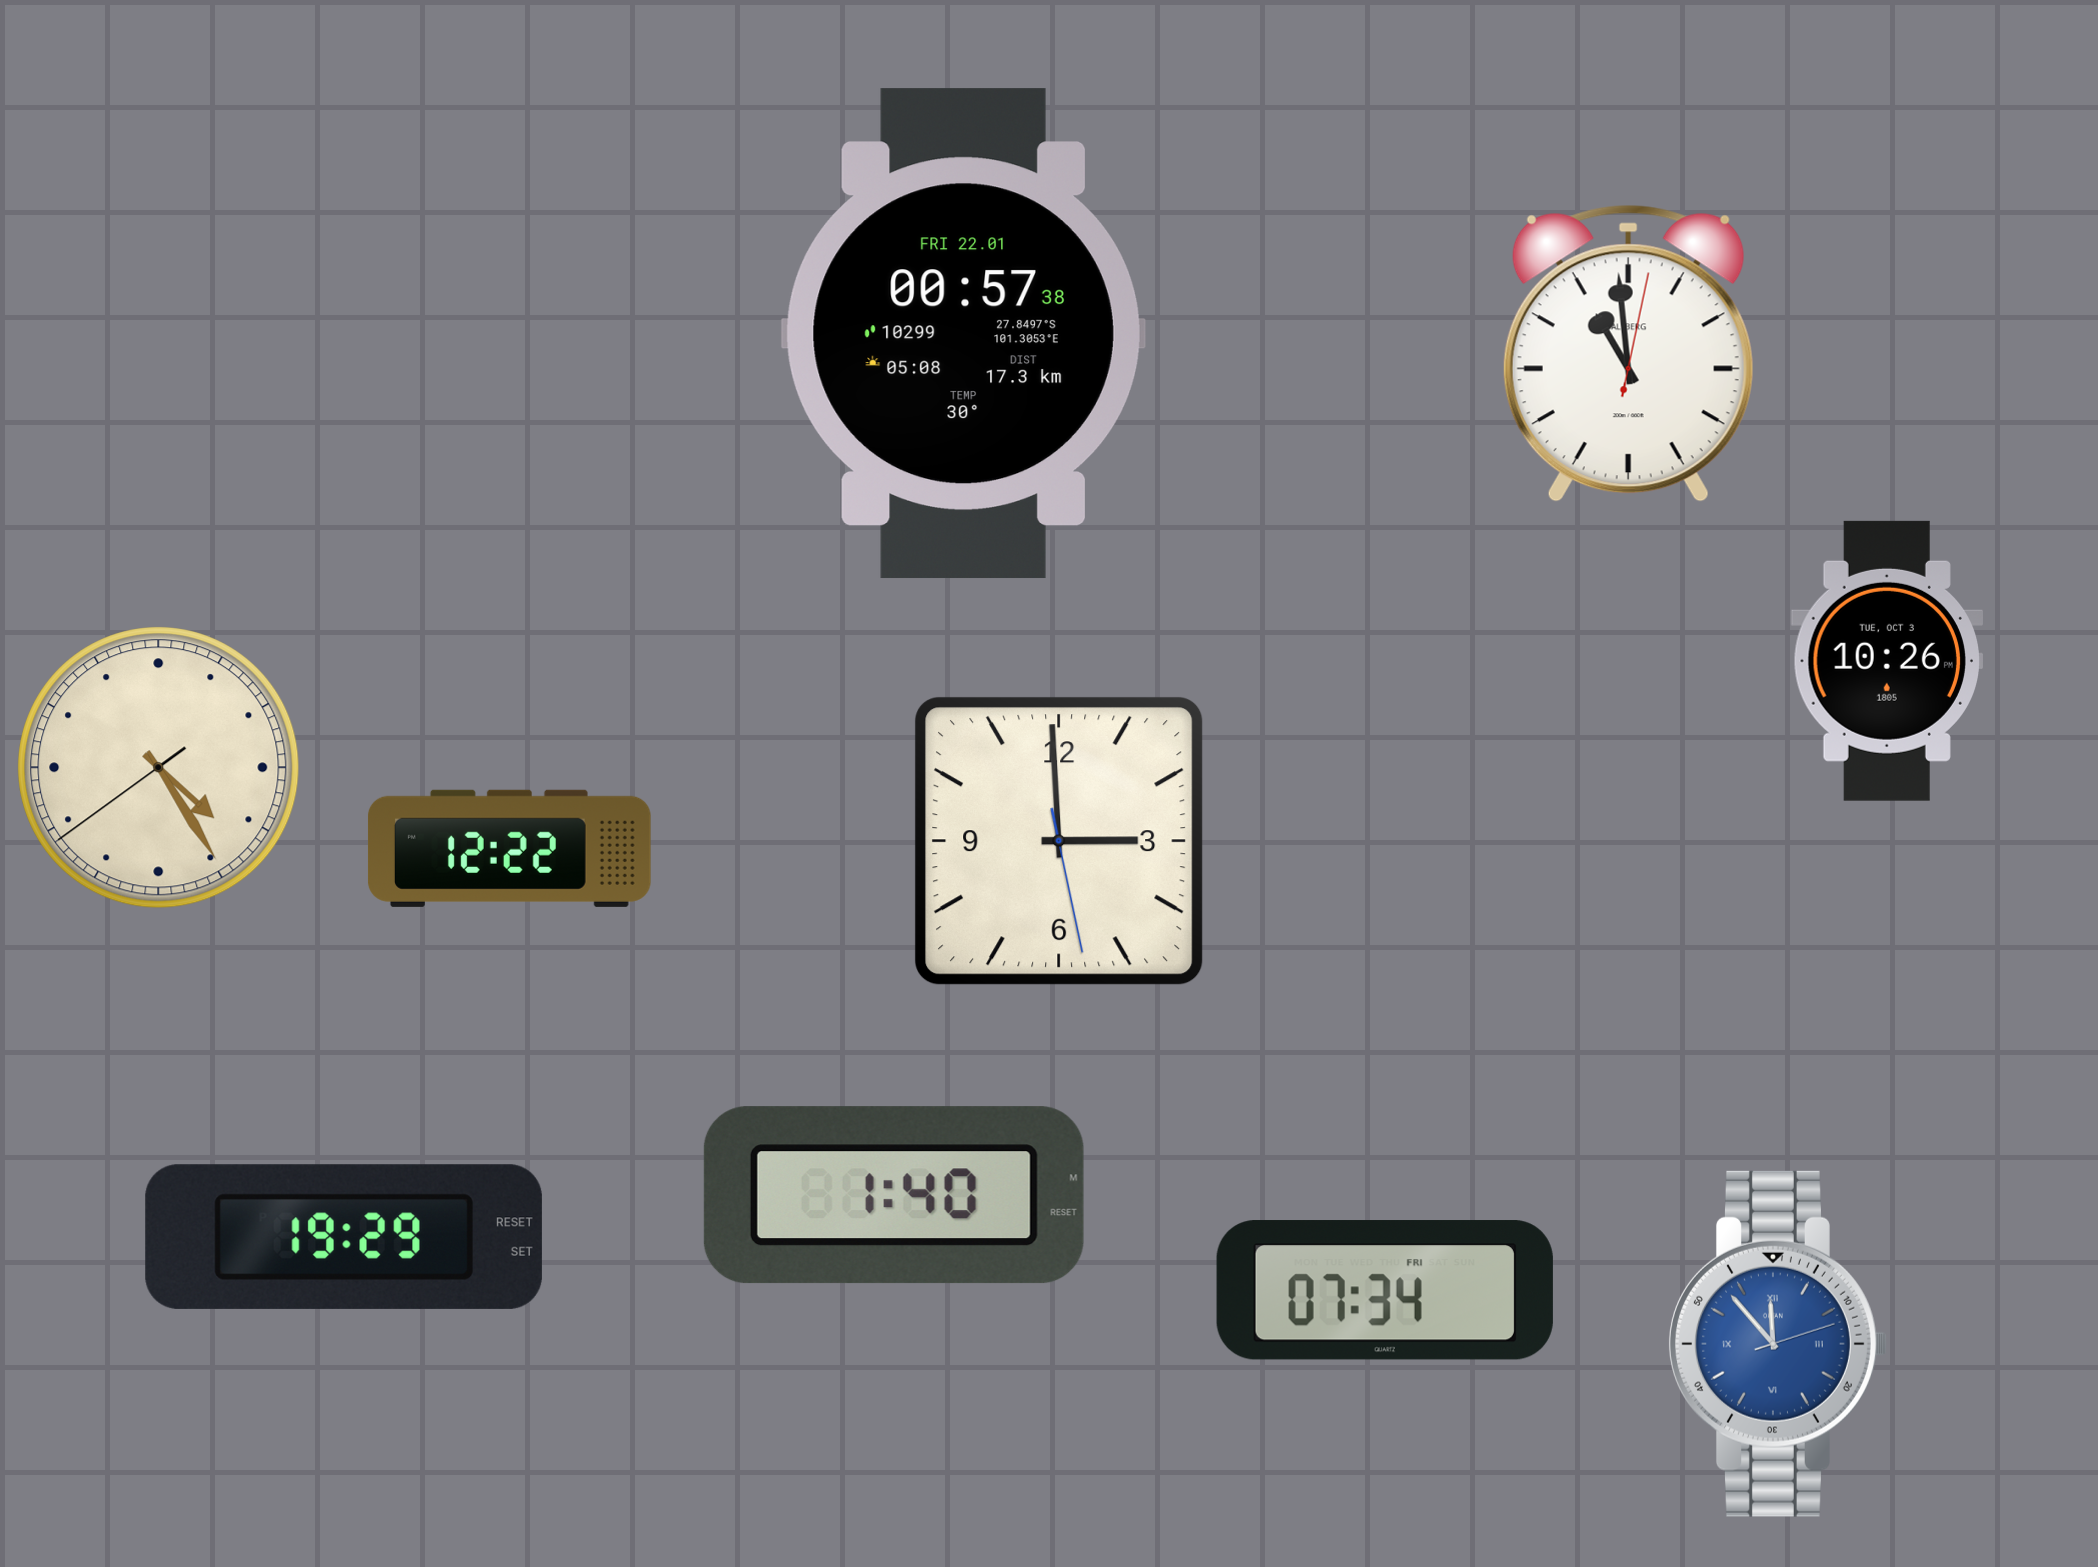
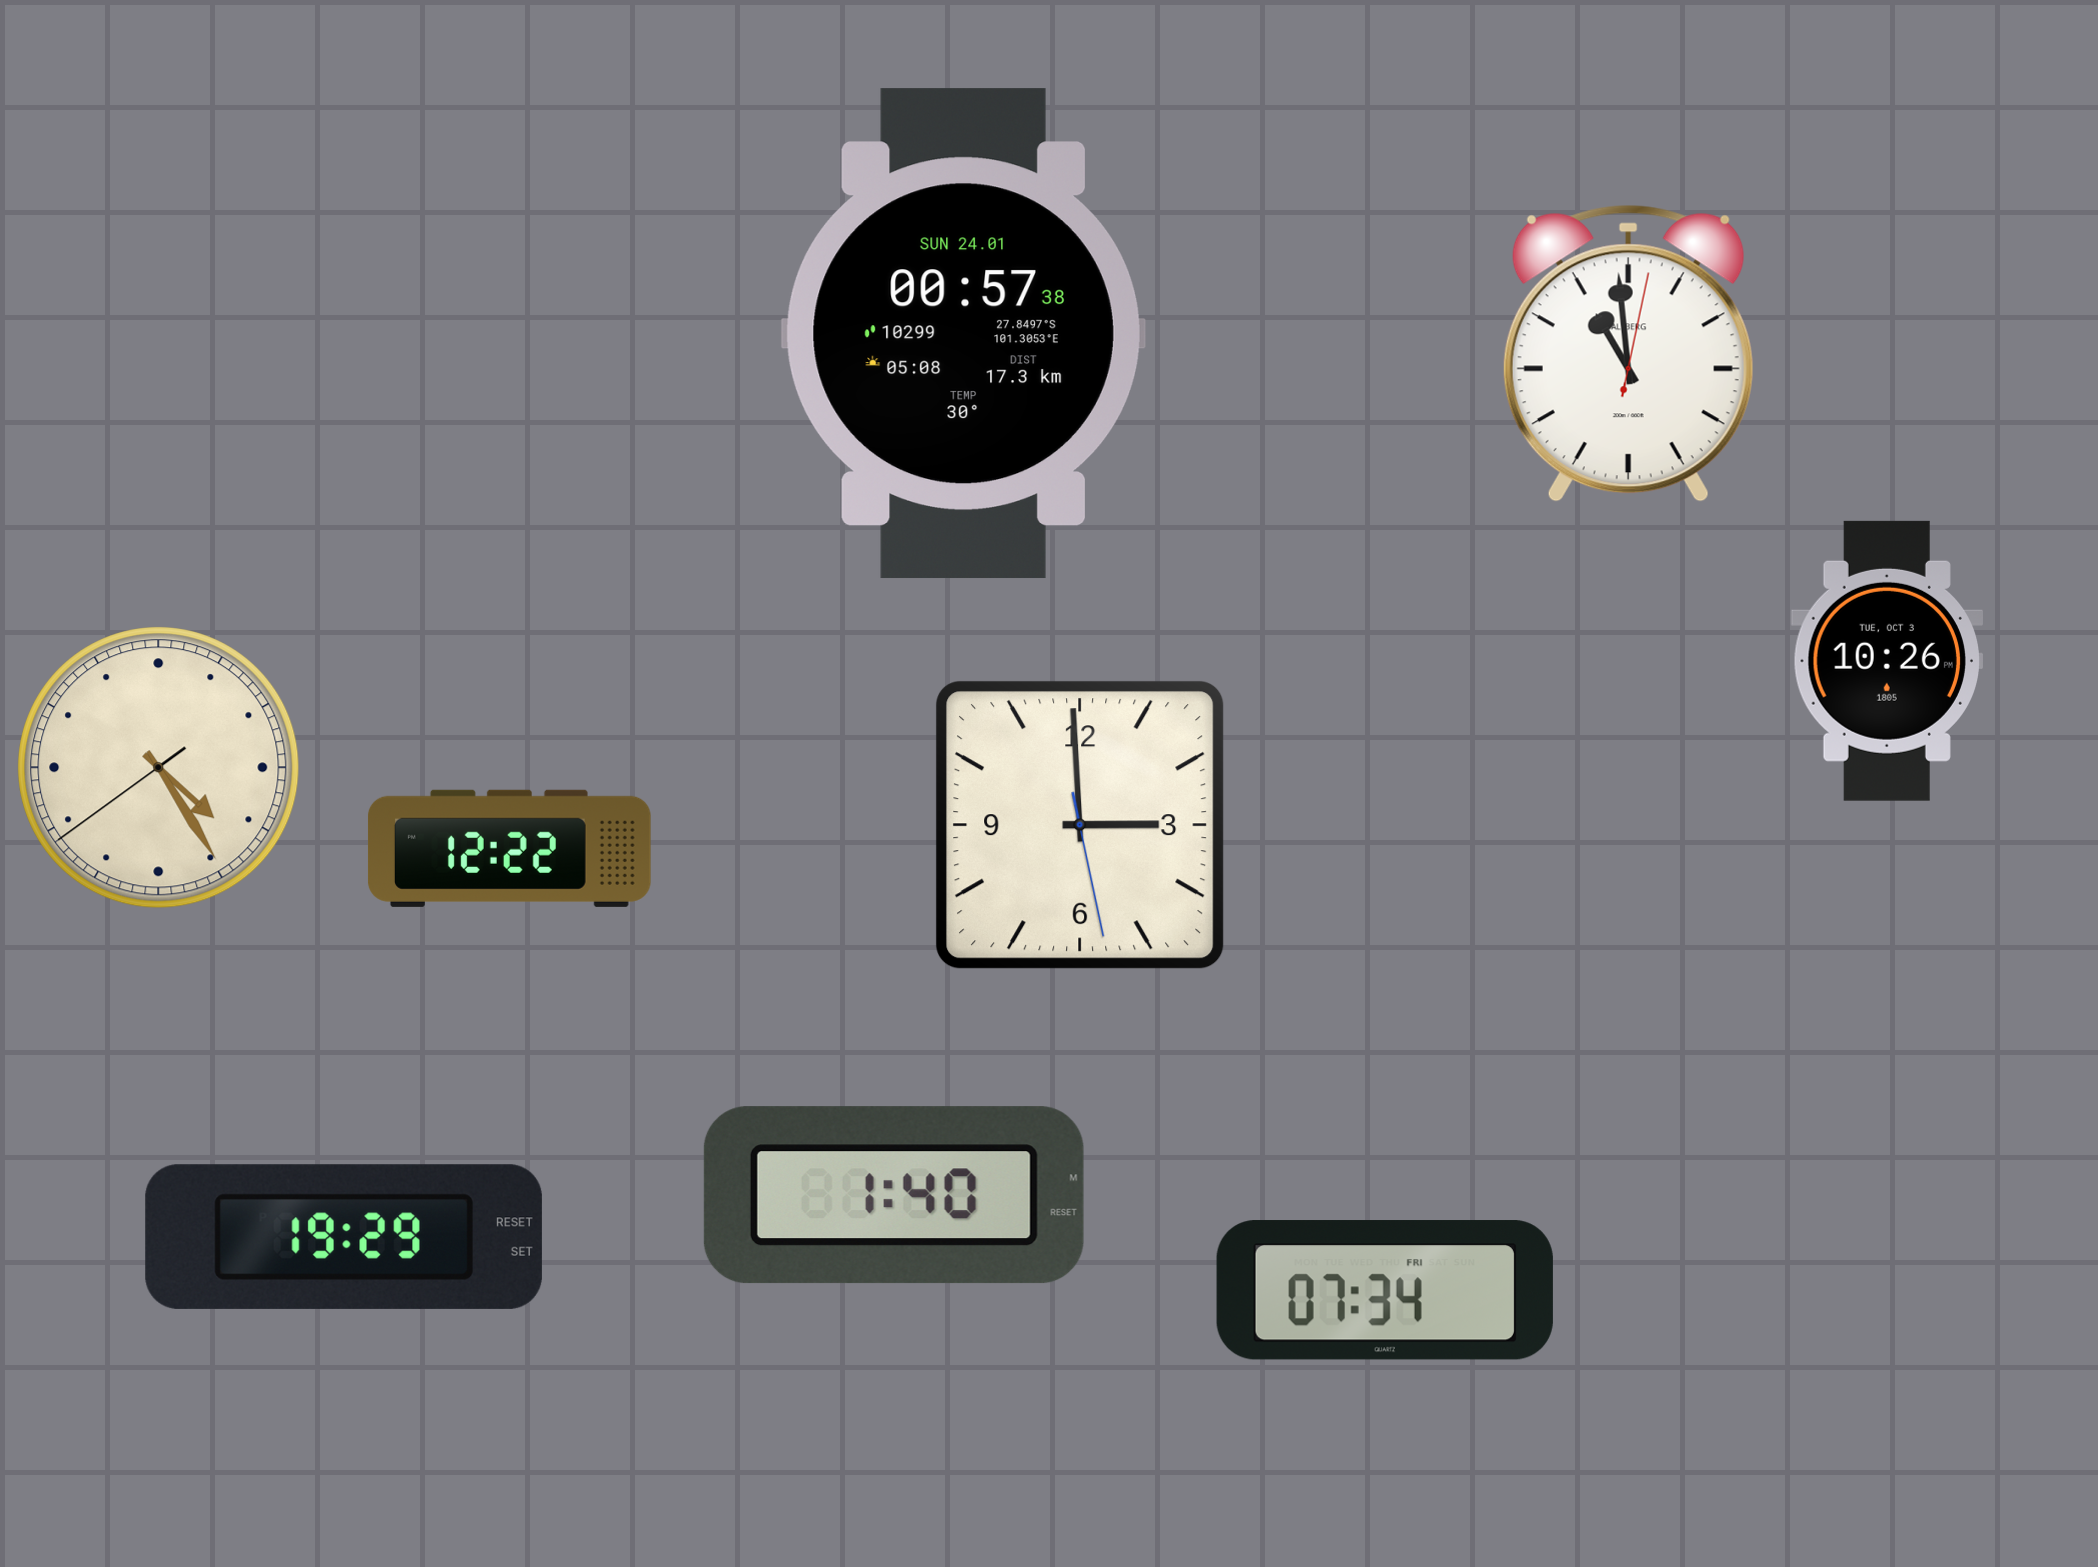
clock at (963, 334) date: FRI 22.01 -> SUN 24.01
clock at (1059, 841) position: (1059, 841) -> (1080, 825)
clock at (1778, 1344): 11:53 -> none
